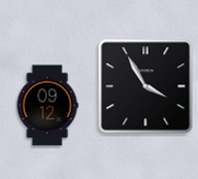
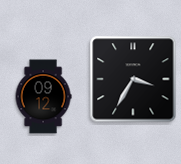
clock at (145, 86): 3:55 -> 3:35
